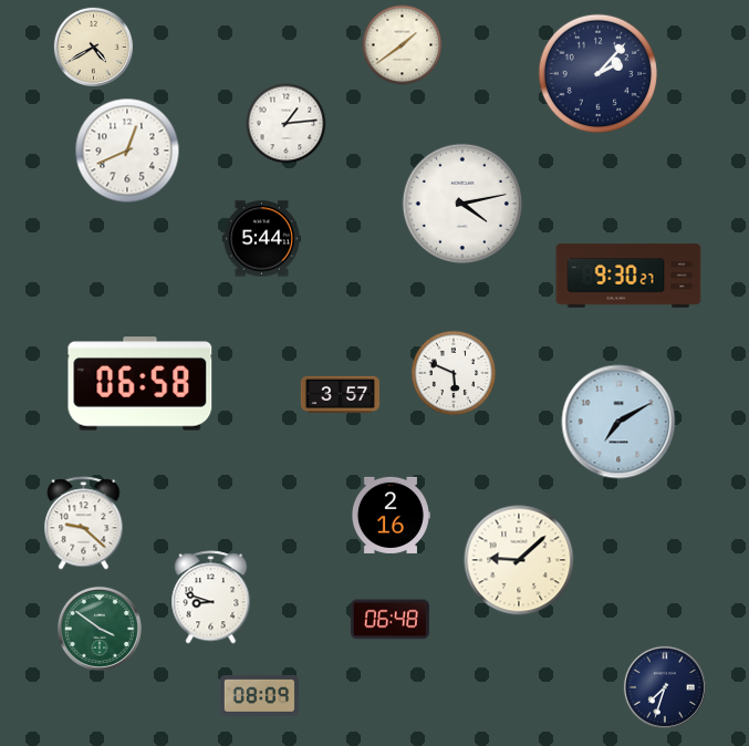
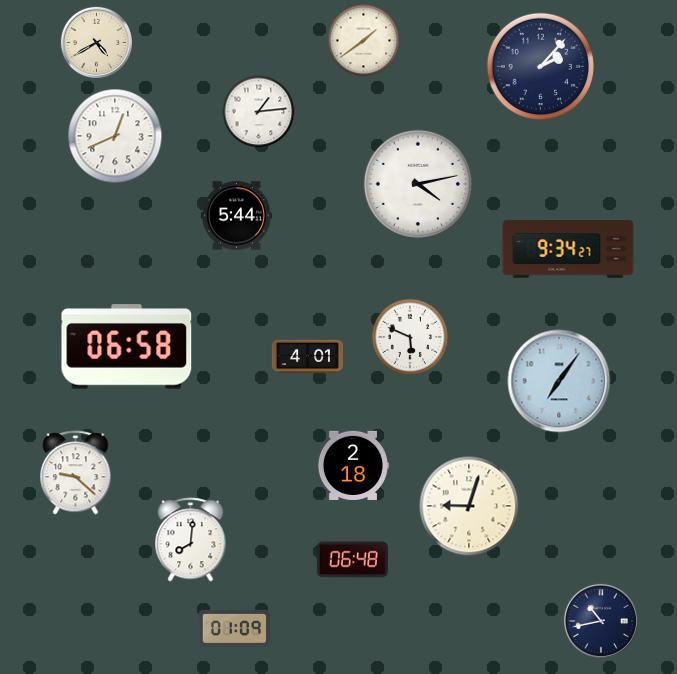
clock at (93, 46) position: (93, 46) -> (96, 42)
clock at (628, 276): 9:30 -> 9:34
clock at (340, 395): 3:57 -> 4:01
clock at (618, 422): 7:10 -> 7:06
clock at (391, 515): 2:16 -> 2:18
clock at (519, 560): 9:08 -> 9:03
clock at (211, 598): 8:48 -> 8:01
clock at (100, 629): 3:51 -> none
clock at (665, 687): 7:33 -> 10:43
clock at (259, 695): 08:09 -> 01:09
